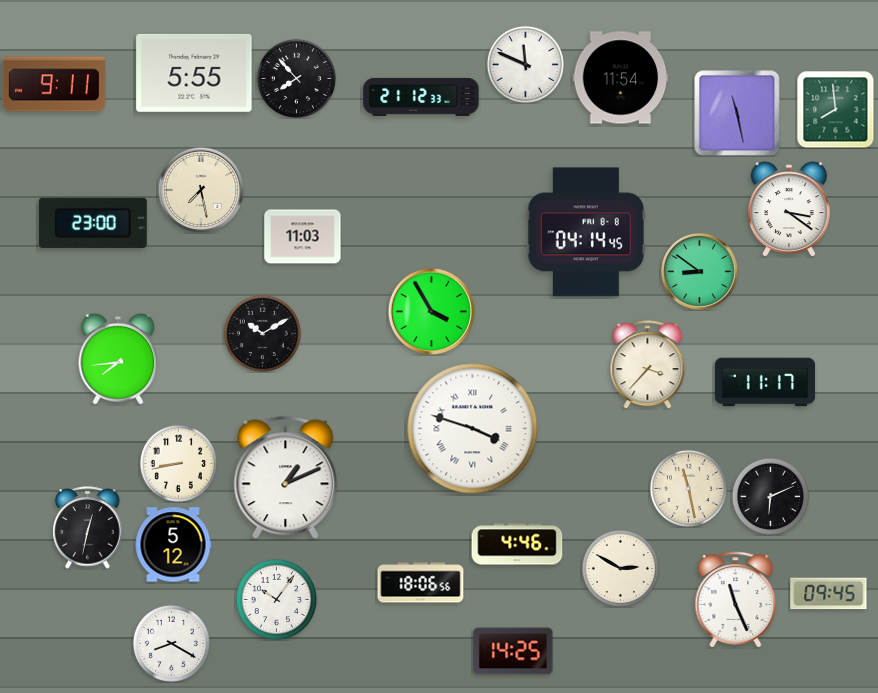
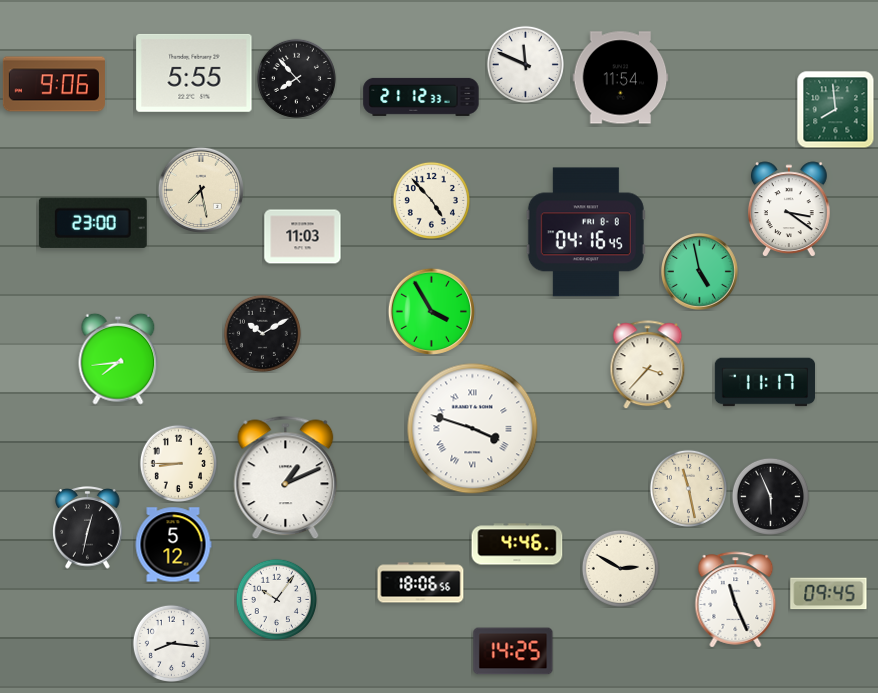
clock at (54, 84): 9:11 -> 9:06
clock at (737, 113): 11:28 -> none
clock at (431, 200): none -> 4:53
clock at (586, 232): 04:14 -> 04:16
clock at (700, 272): 8:51 -> 4:58
clock at (178, 463): 8:43 -> 8:45
clock at (770, 496): 6:11 -> 5:56
clock at (171, 643): 8:20 -> 8:16
